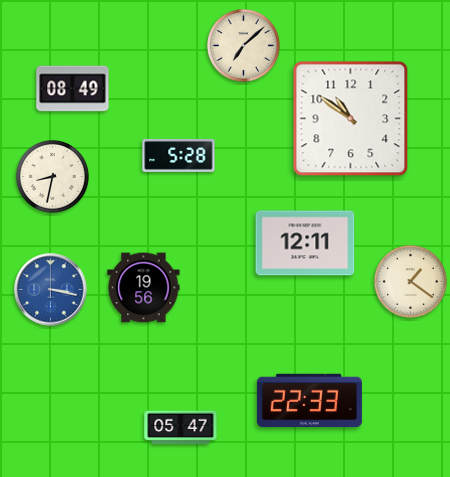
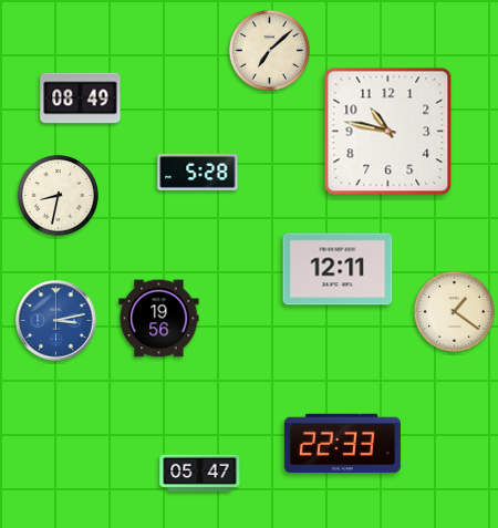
clock at (351, 119): 10:51 -> 10:47
clock at (51, 290): 3:17 -> 3:13
